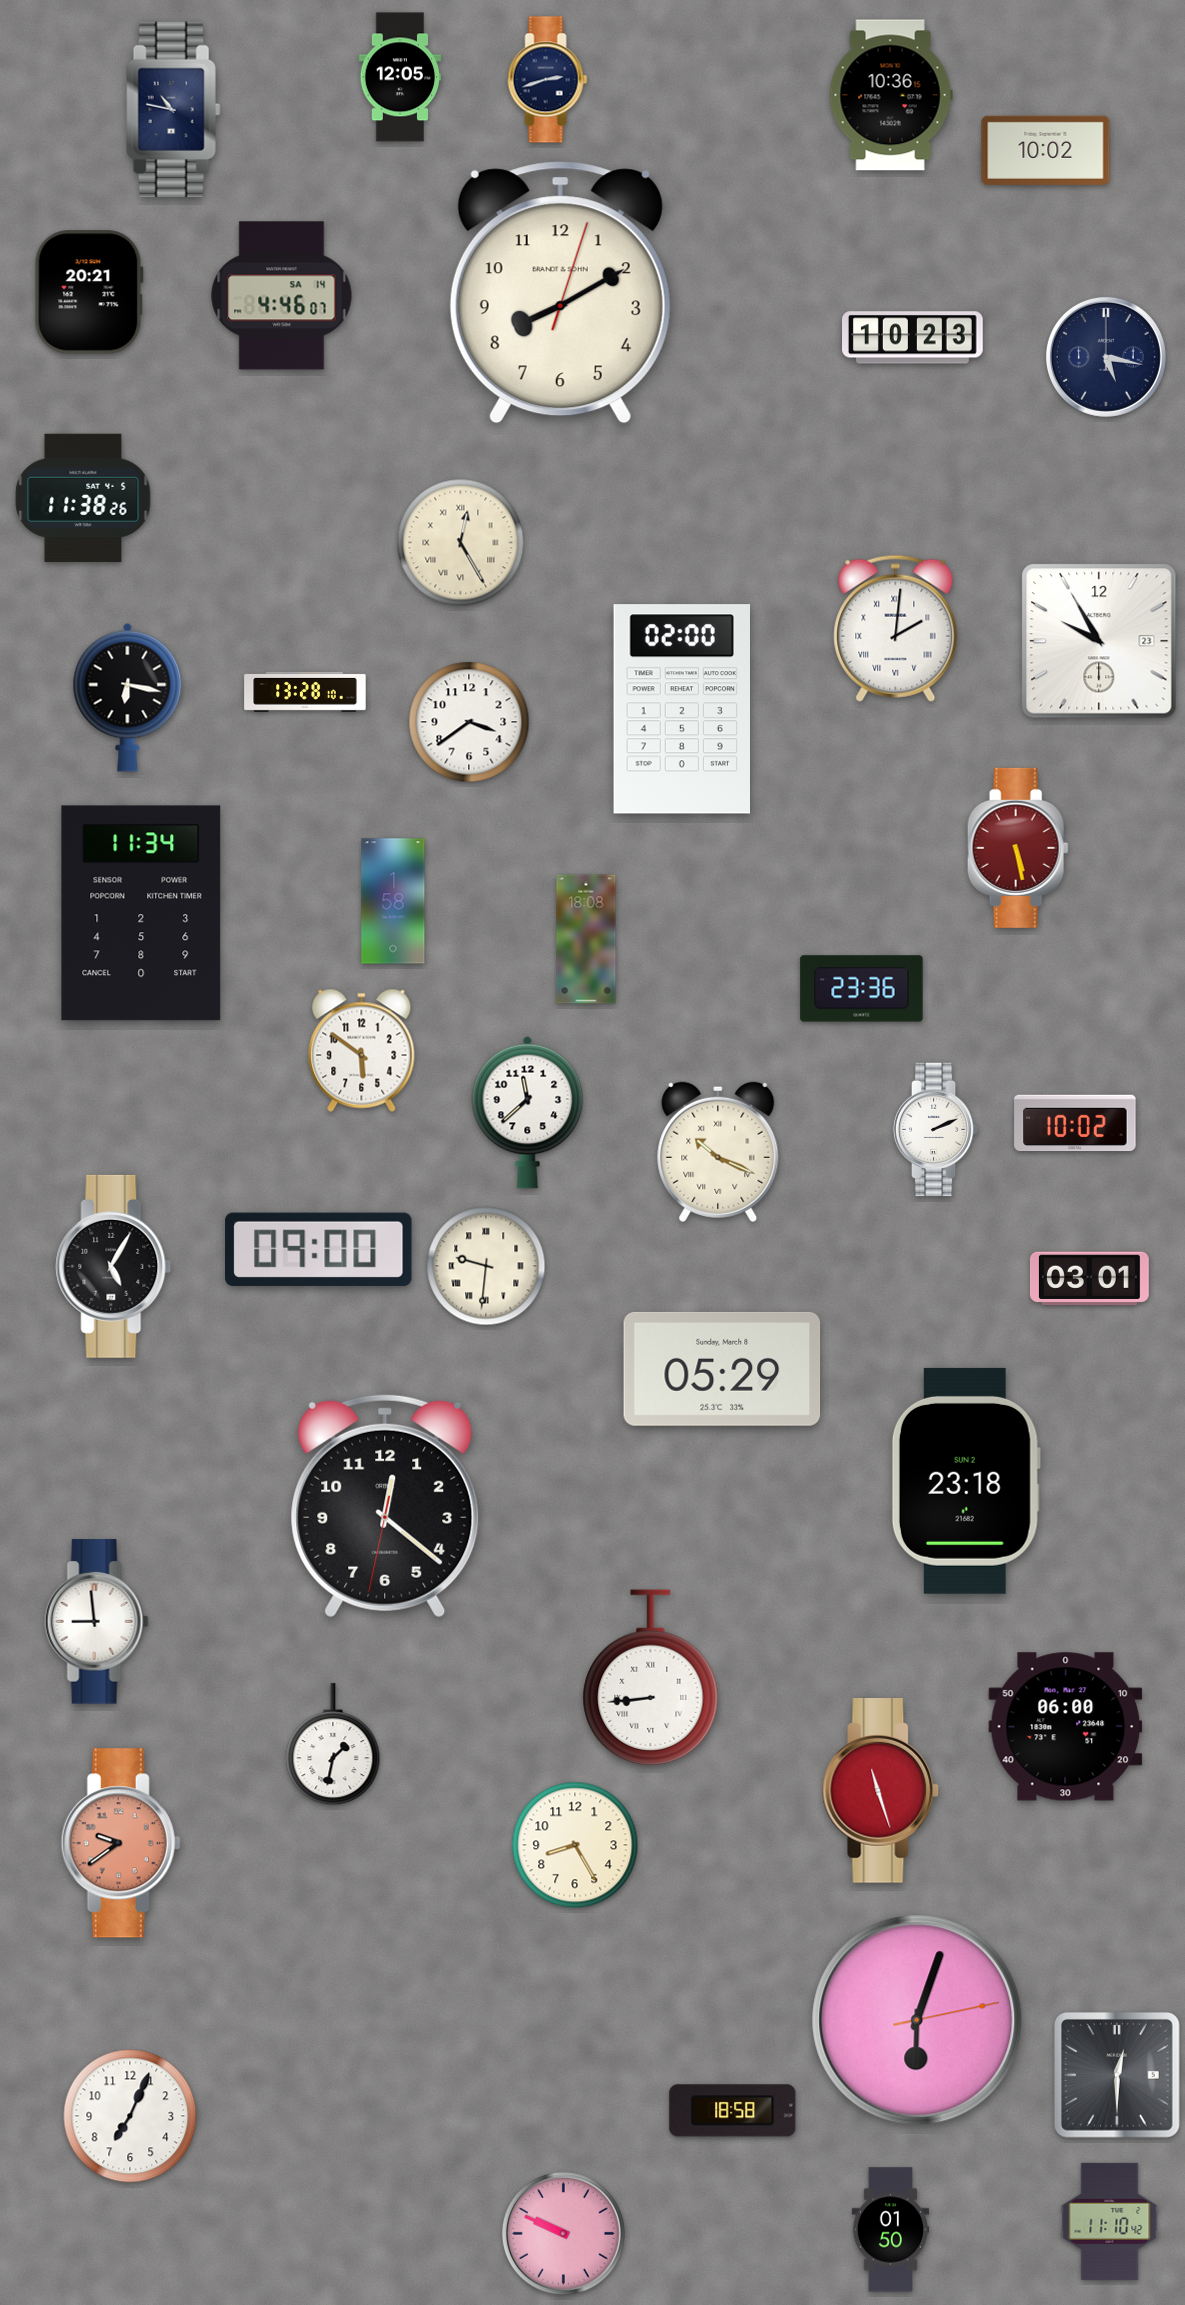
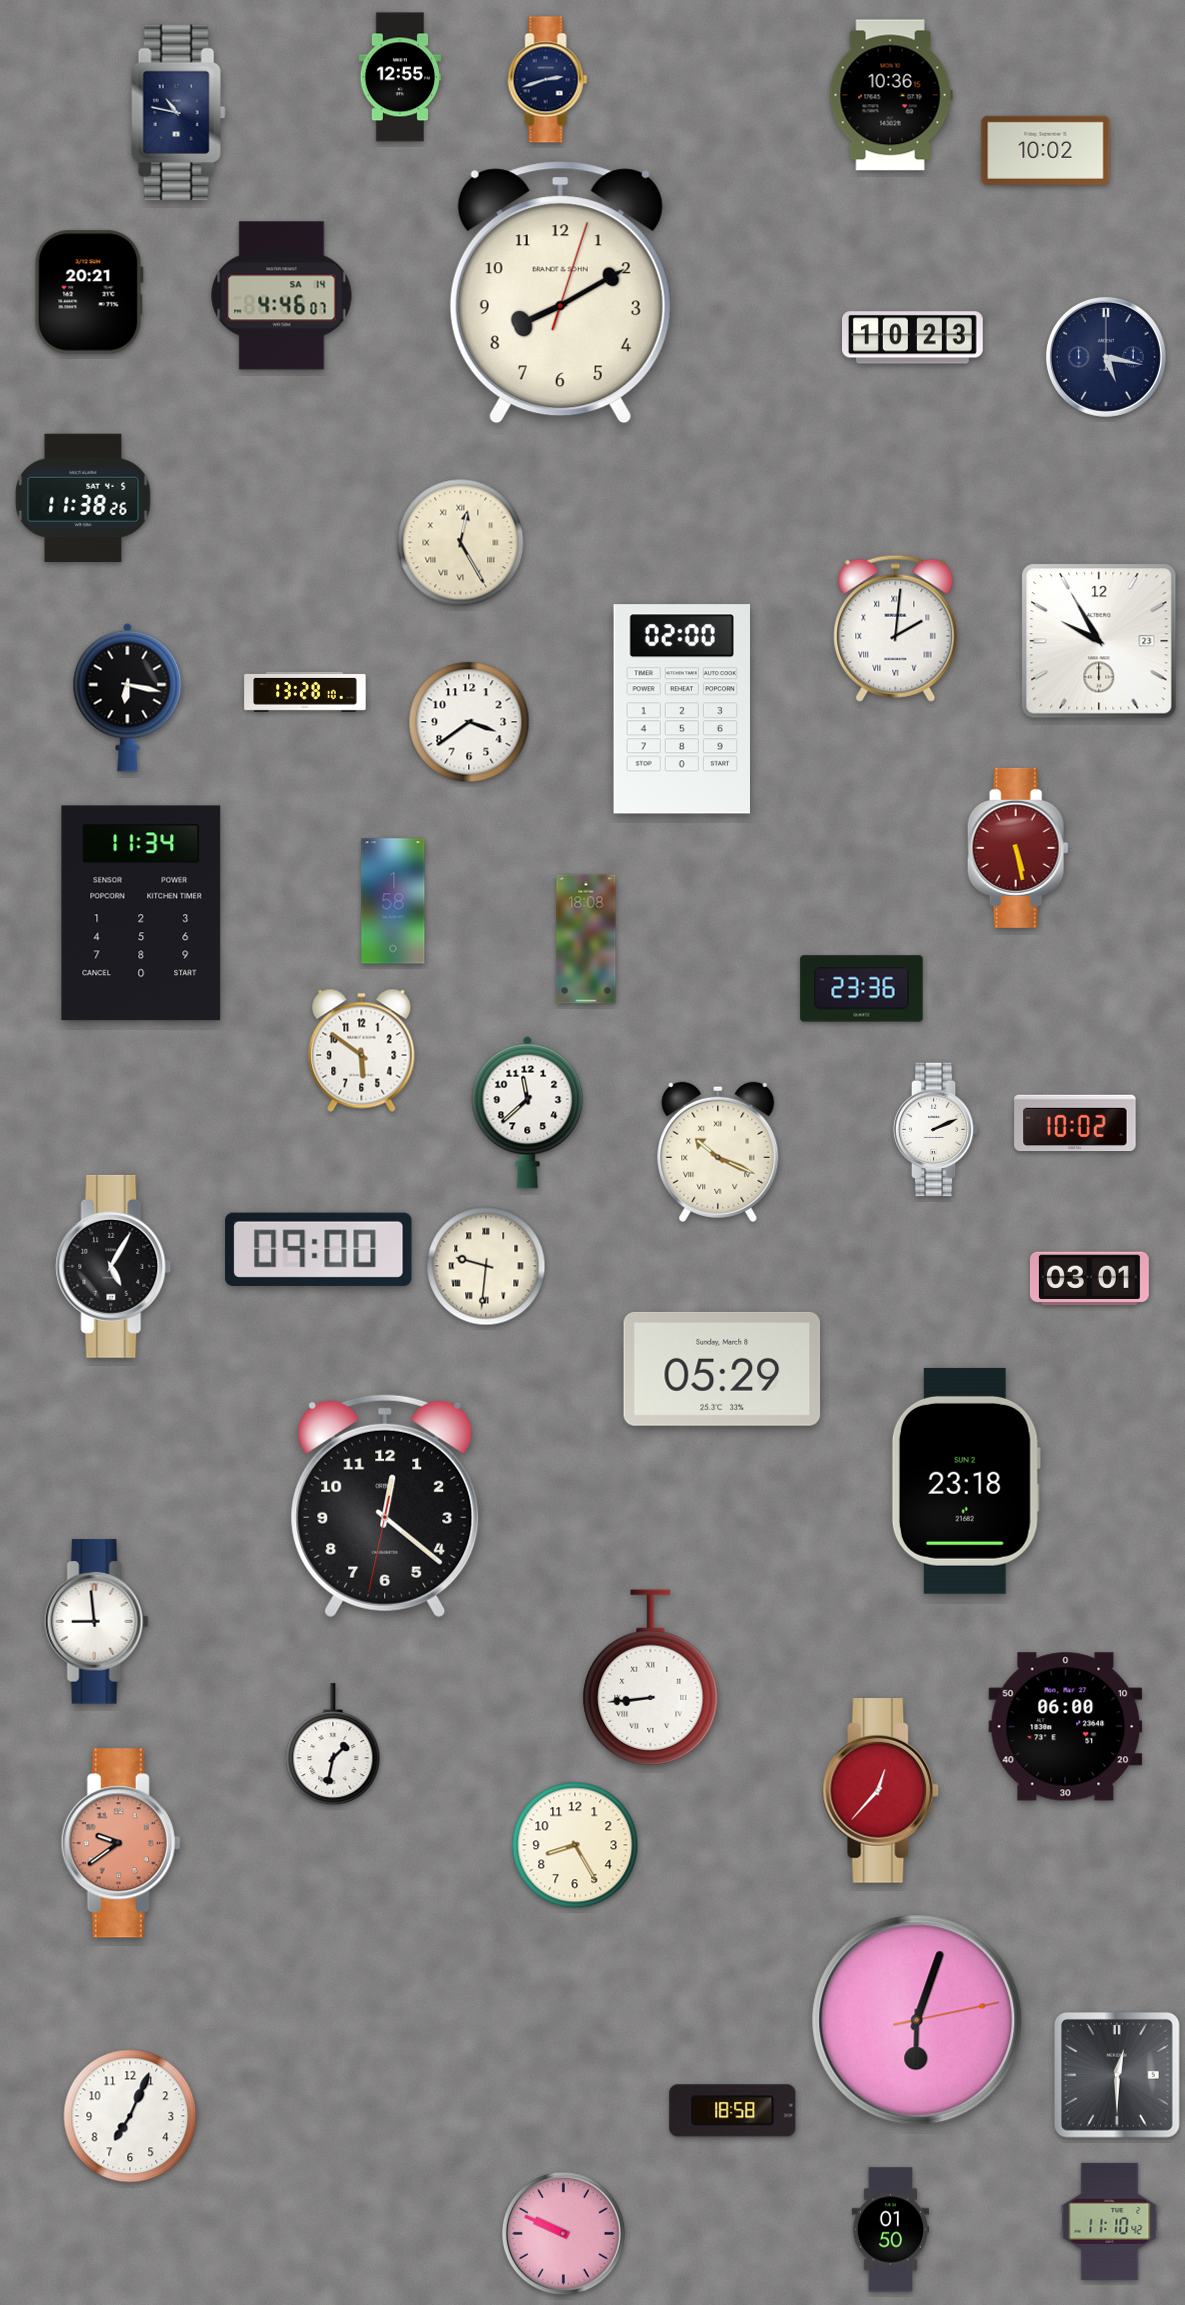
clock at (400, 77): 12:05 -> 12:55
clock at (174, 110) position: (174, 110) -> (179, 113)
clock at (881, 1791): 11:27 -> 12:37
